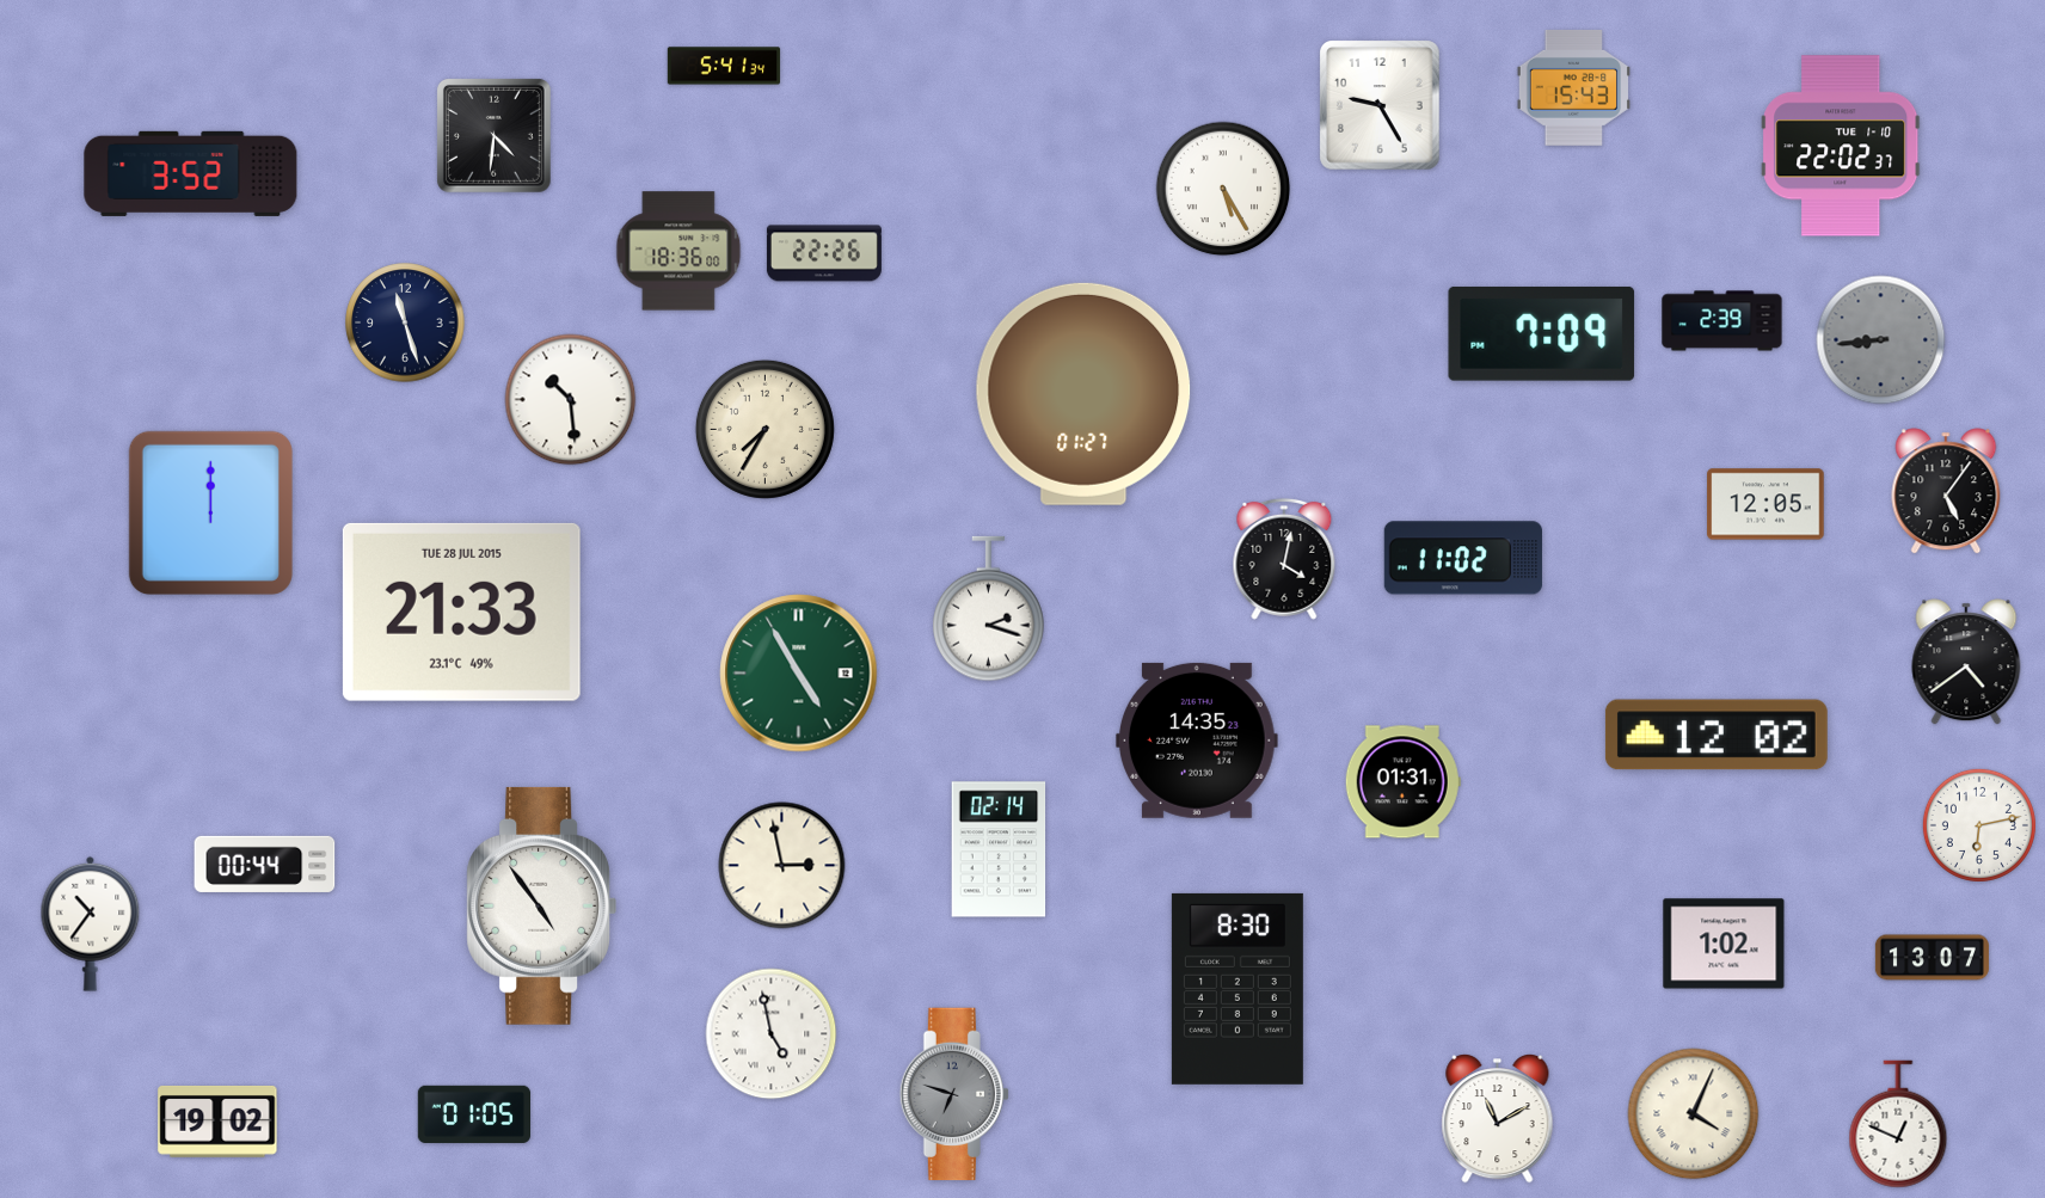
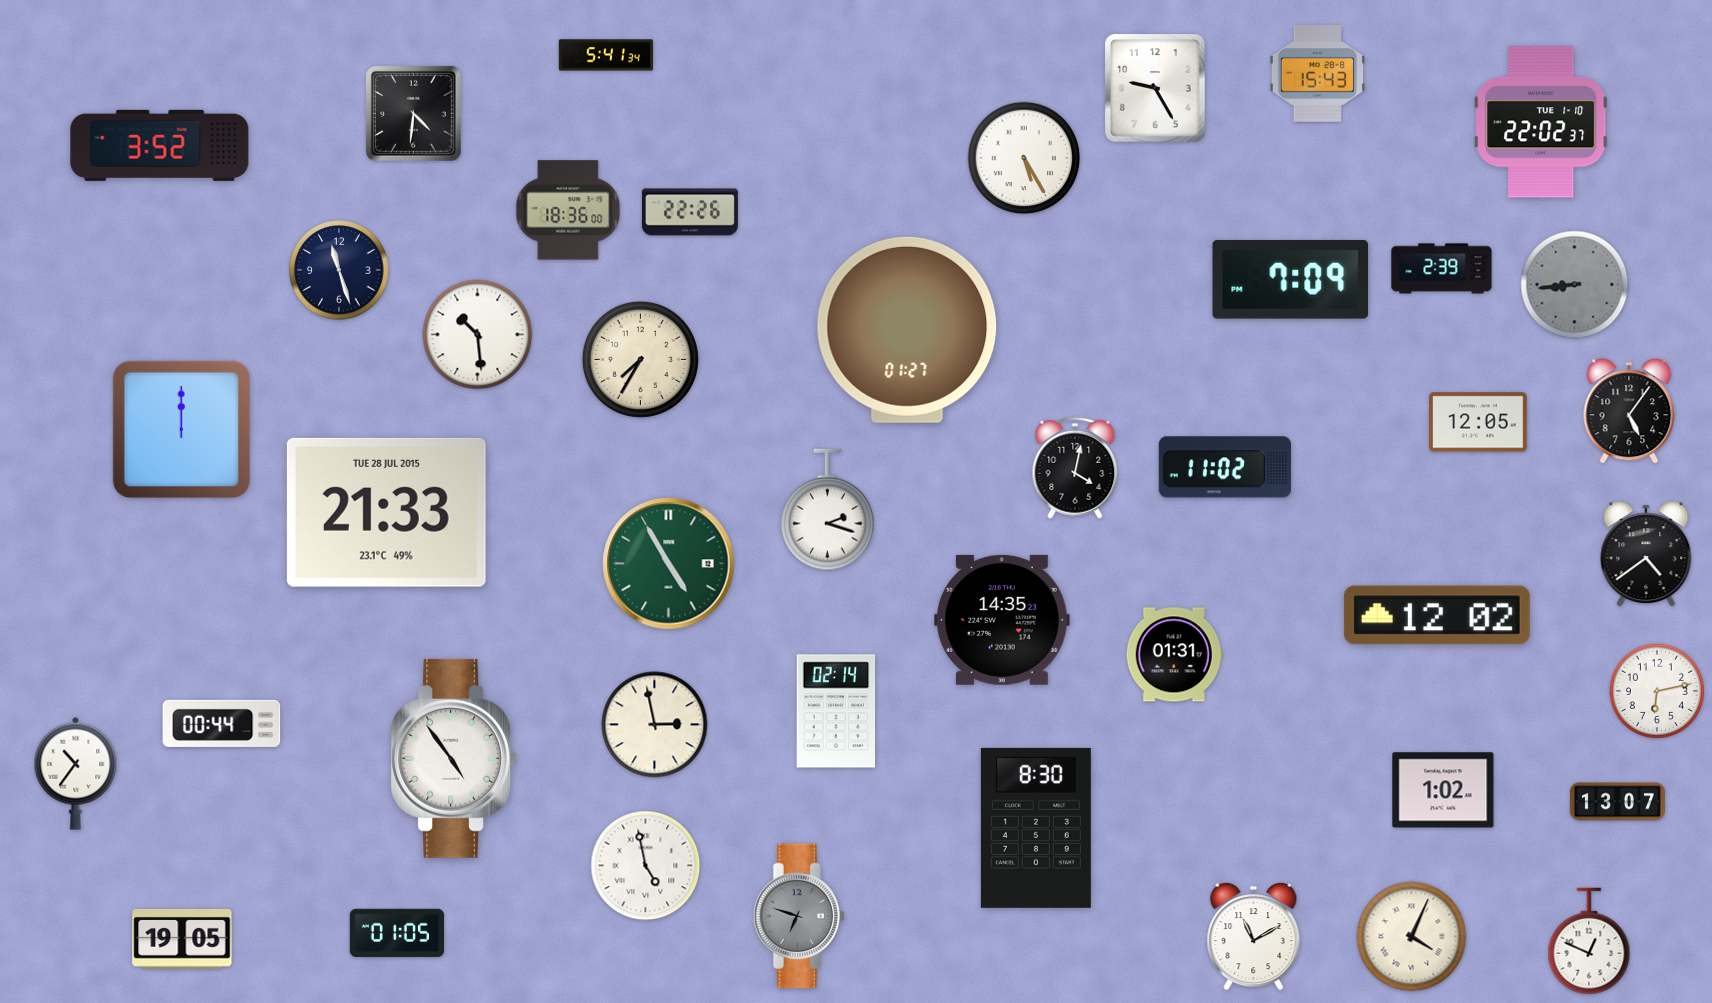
clock at (210, 512) position: (210, 512) -> (181, 429)
clock at (1694, 1114) position: (1694, 1114) -> (1412, 937)
clock at (217, 1122): 19:02 -> 19:05
